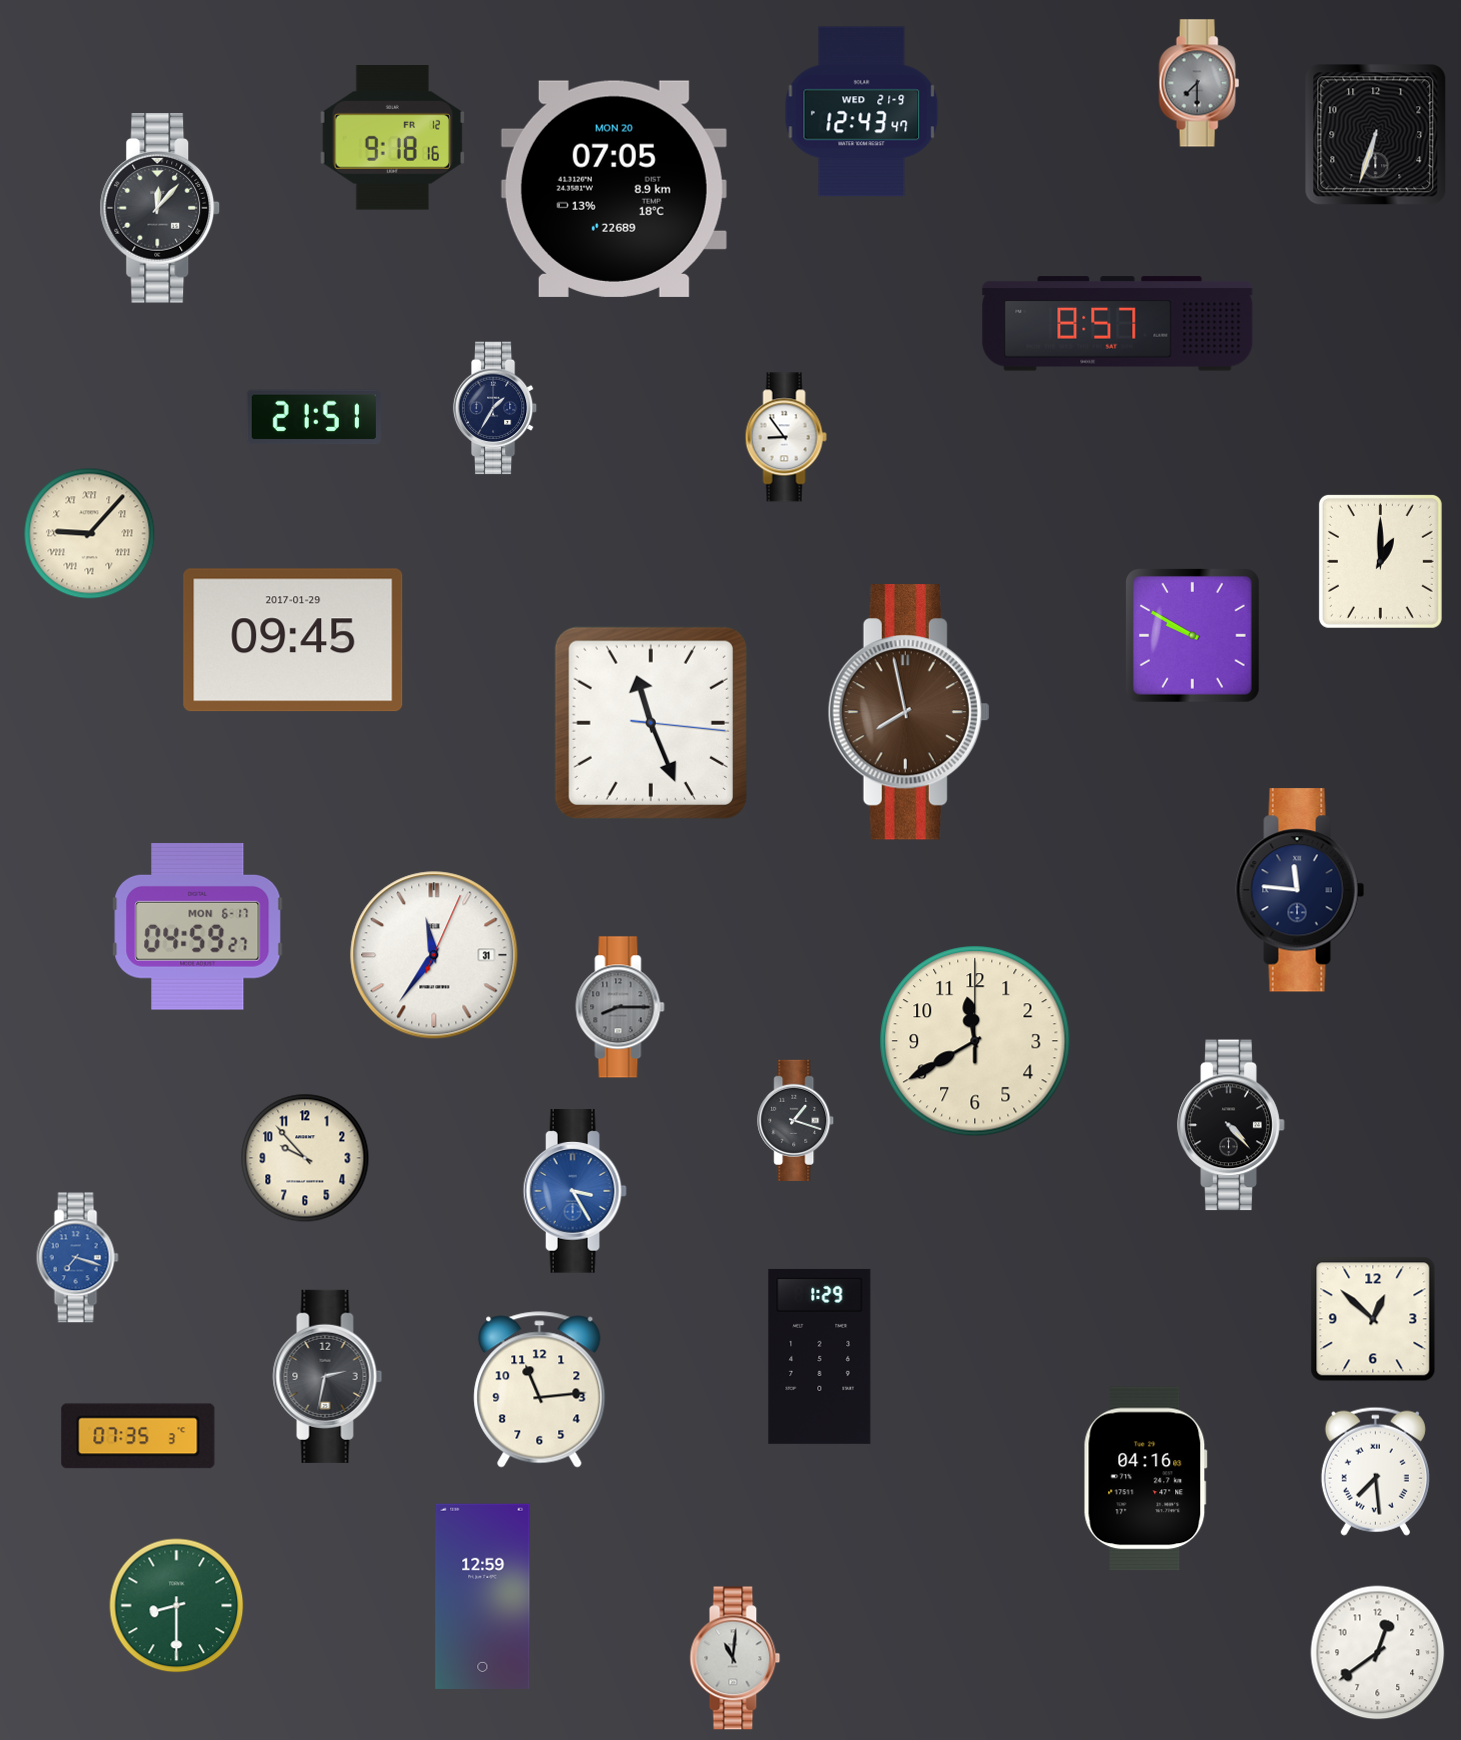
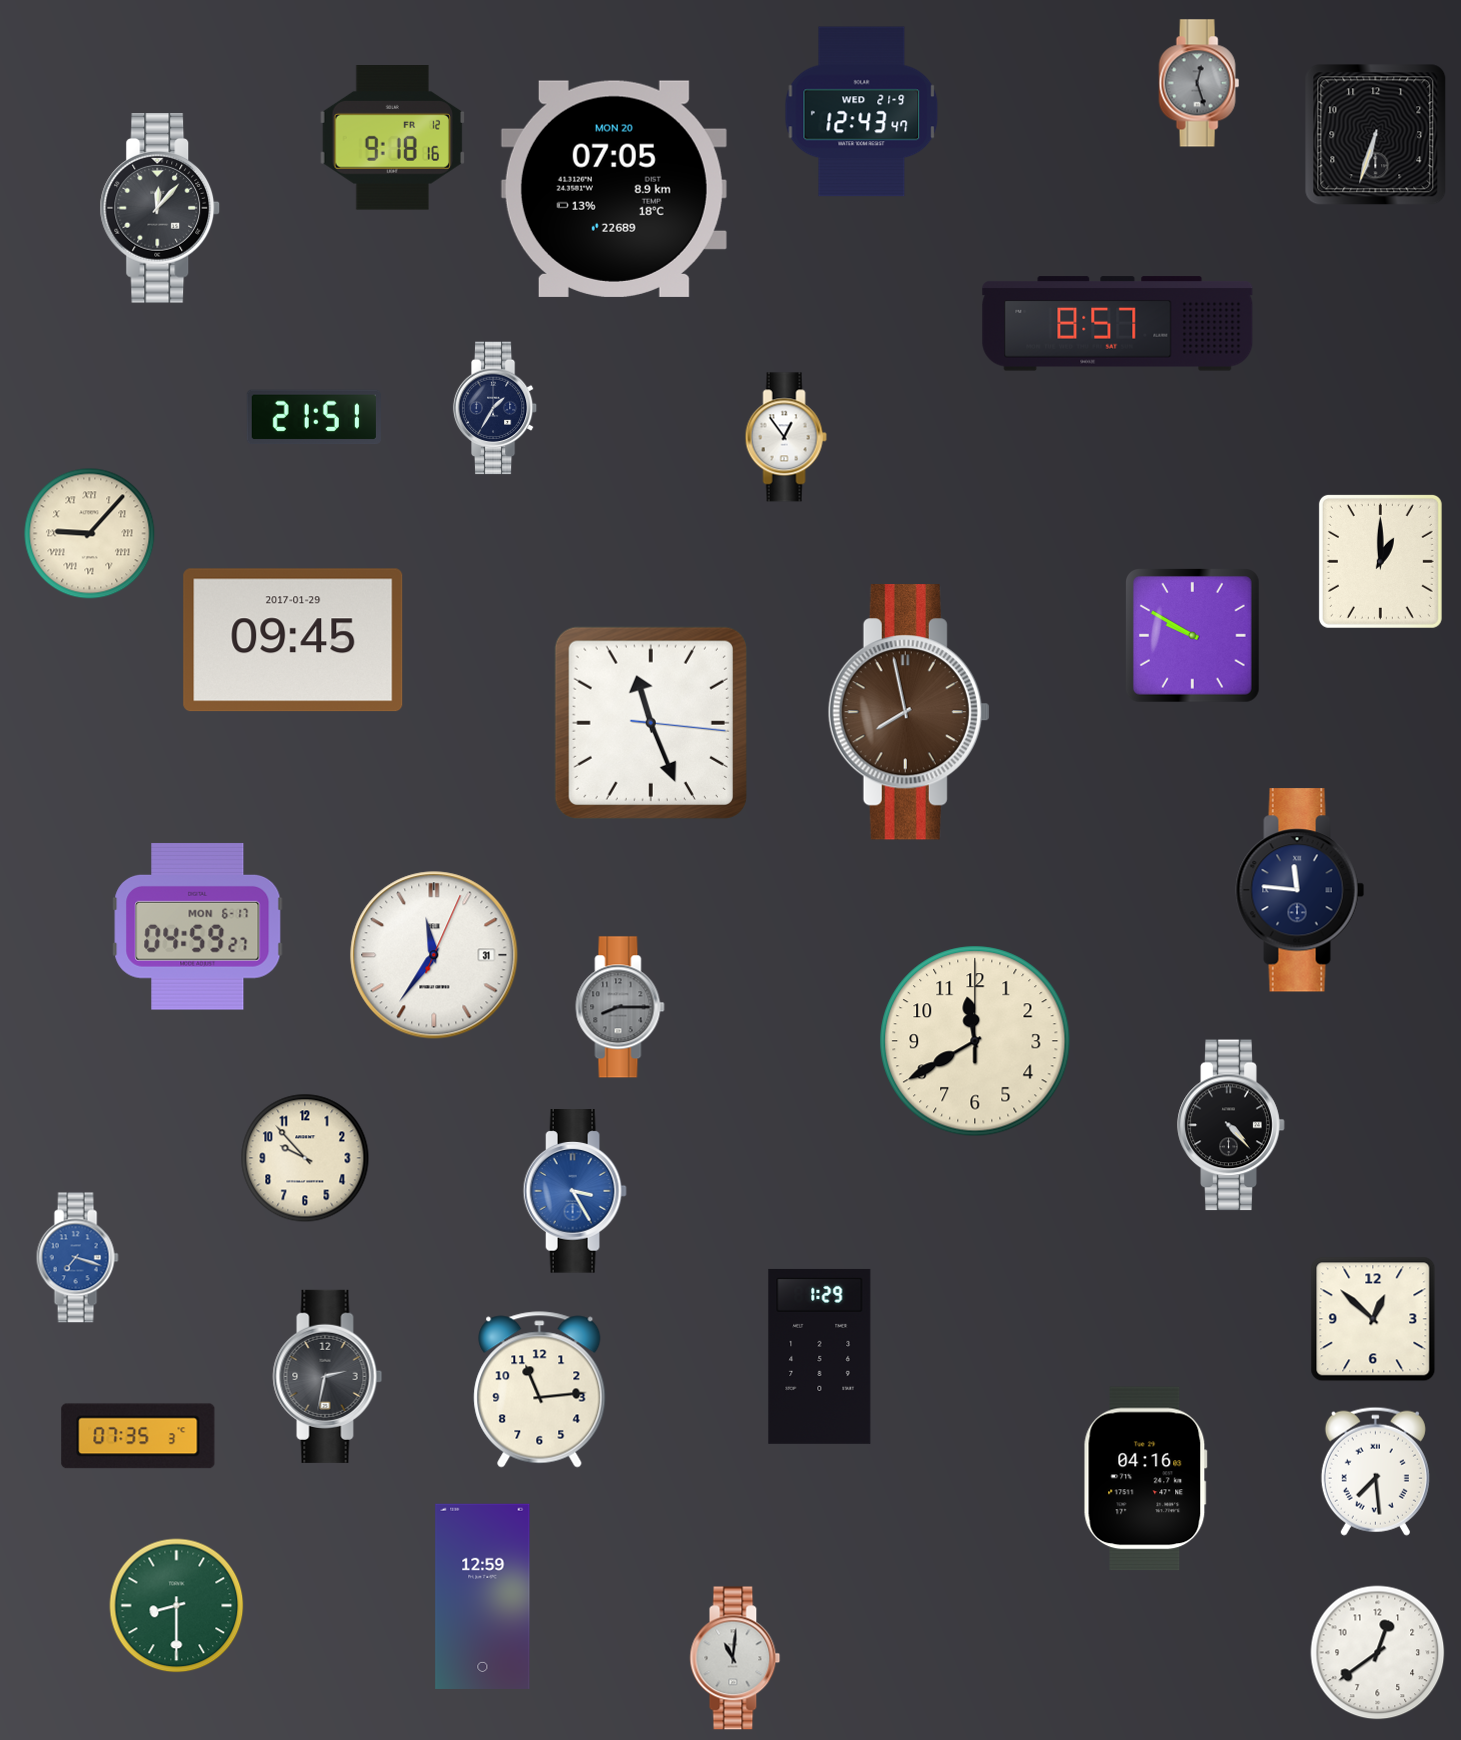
clock at (1199, 83): 7:30 -> 12:27
clock at (786, 437): 8:54 -> 12:54
clock at (796, 1120): 1:18 -> none
